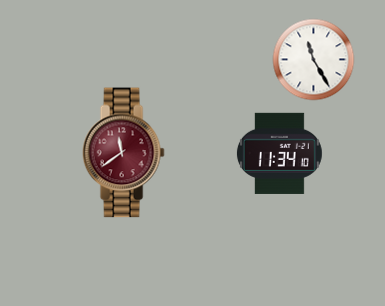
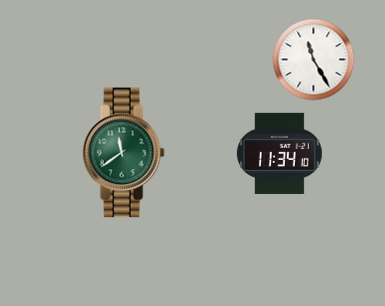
clock at (123, 153) dial: burgundy -> green
